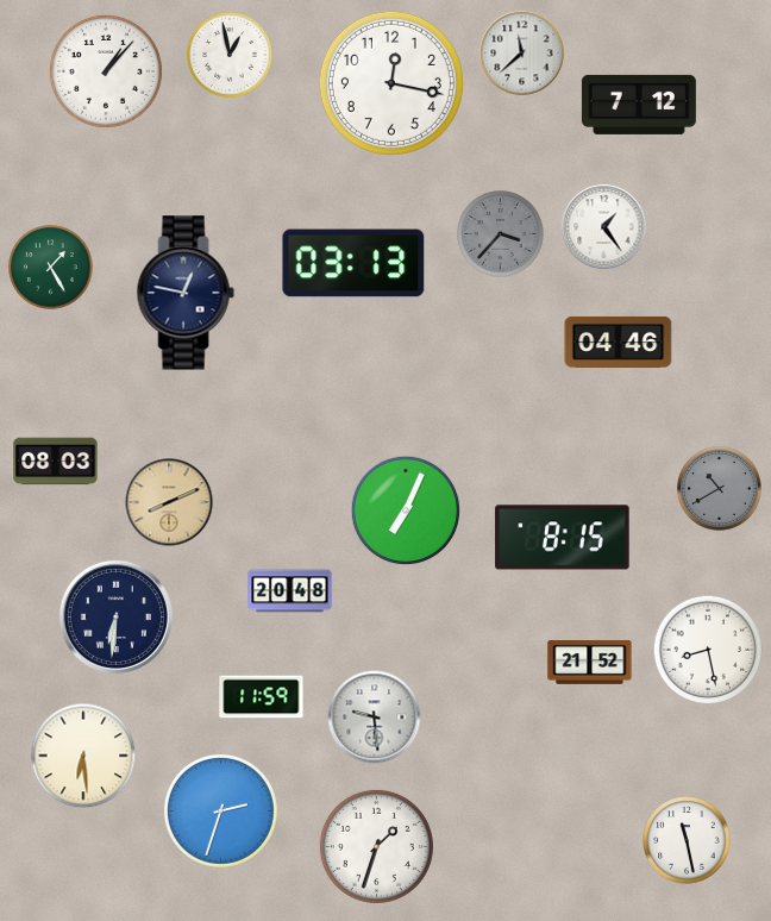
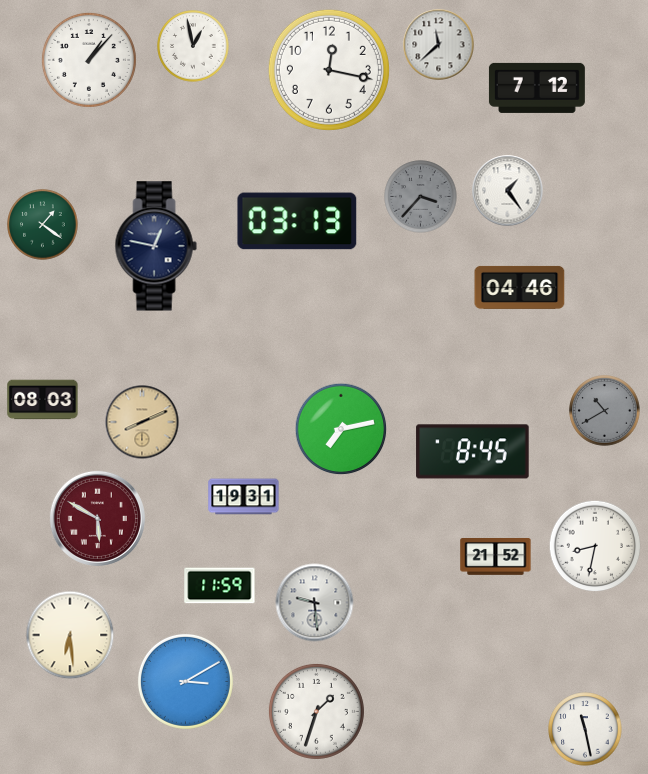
clock at (51, 268): 1:25 -> 1:21
clock at (56, 462) position: (56, 462) -> (43, 400)
clock at (406, 510): 7:04 -> 7:13
clock at (563, 538): 8:15 -> 8:45
clock at (290, 591): 20:48 -> 19:31
clock at (115, 616): 6:31 -> 5:50
clock at (115, 616) dial: navy -> burgundy
clock at (708, 650): 8:28 -> 8:32
clock at (220, 810): 2:33 -> 3:10
clock at (687, 840) position: (687, 840) -> (585, 729)
